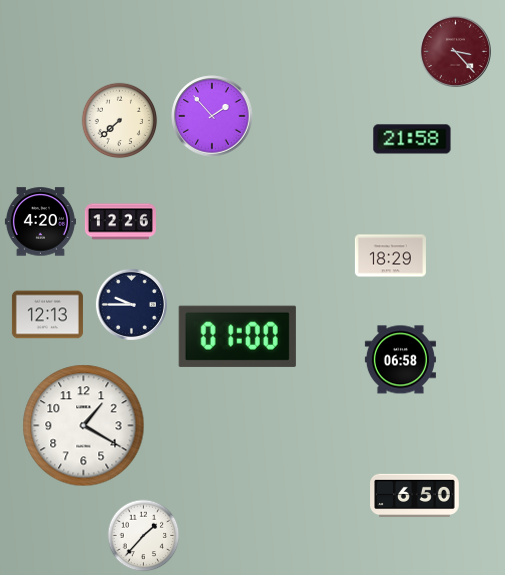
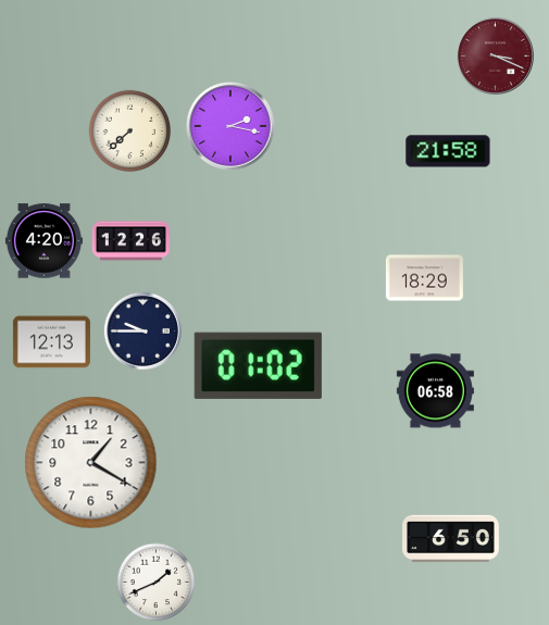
clock at (455, 51): 3:23 -> 3:19
clock at (212, 116): 1:53 -> 2:17
clock at (237, 336): 01:00 -> 01:02
clock at (144, 536): 1:37 -> 1:41
